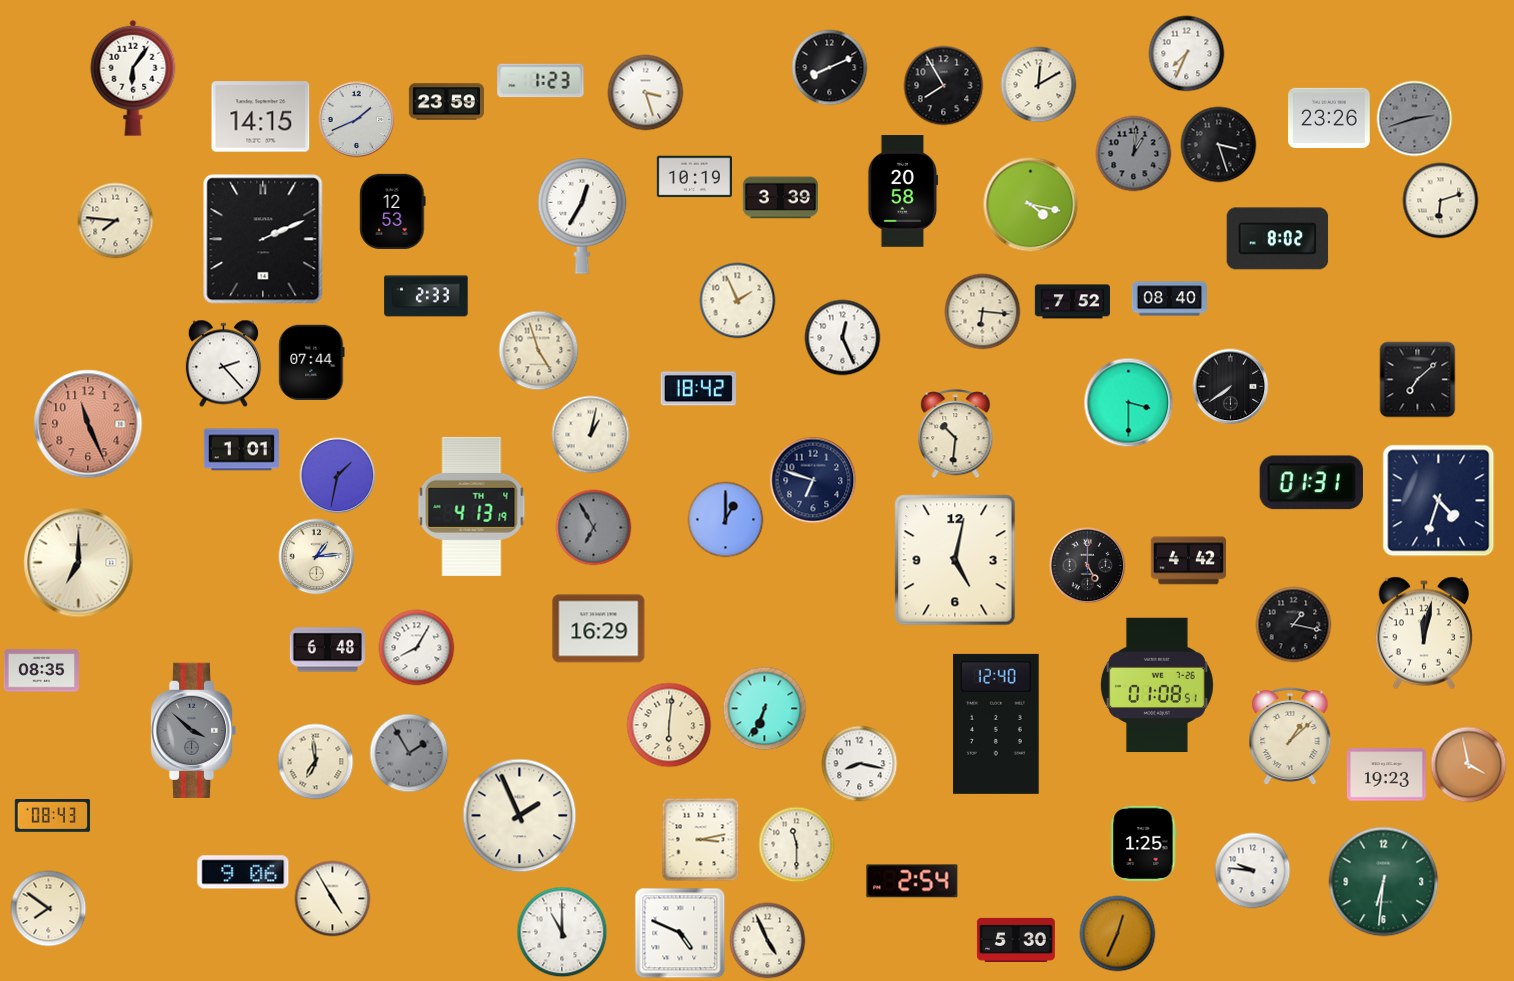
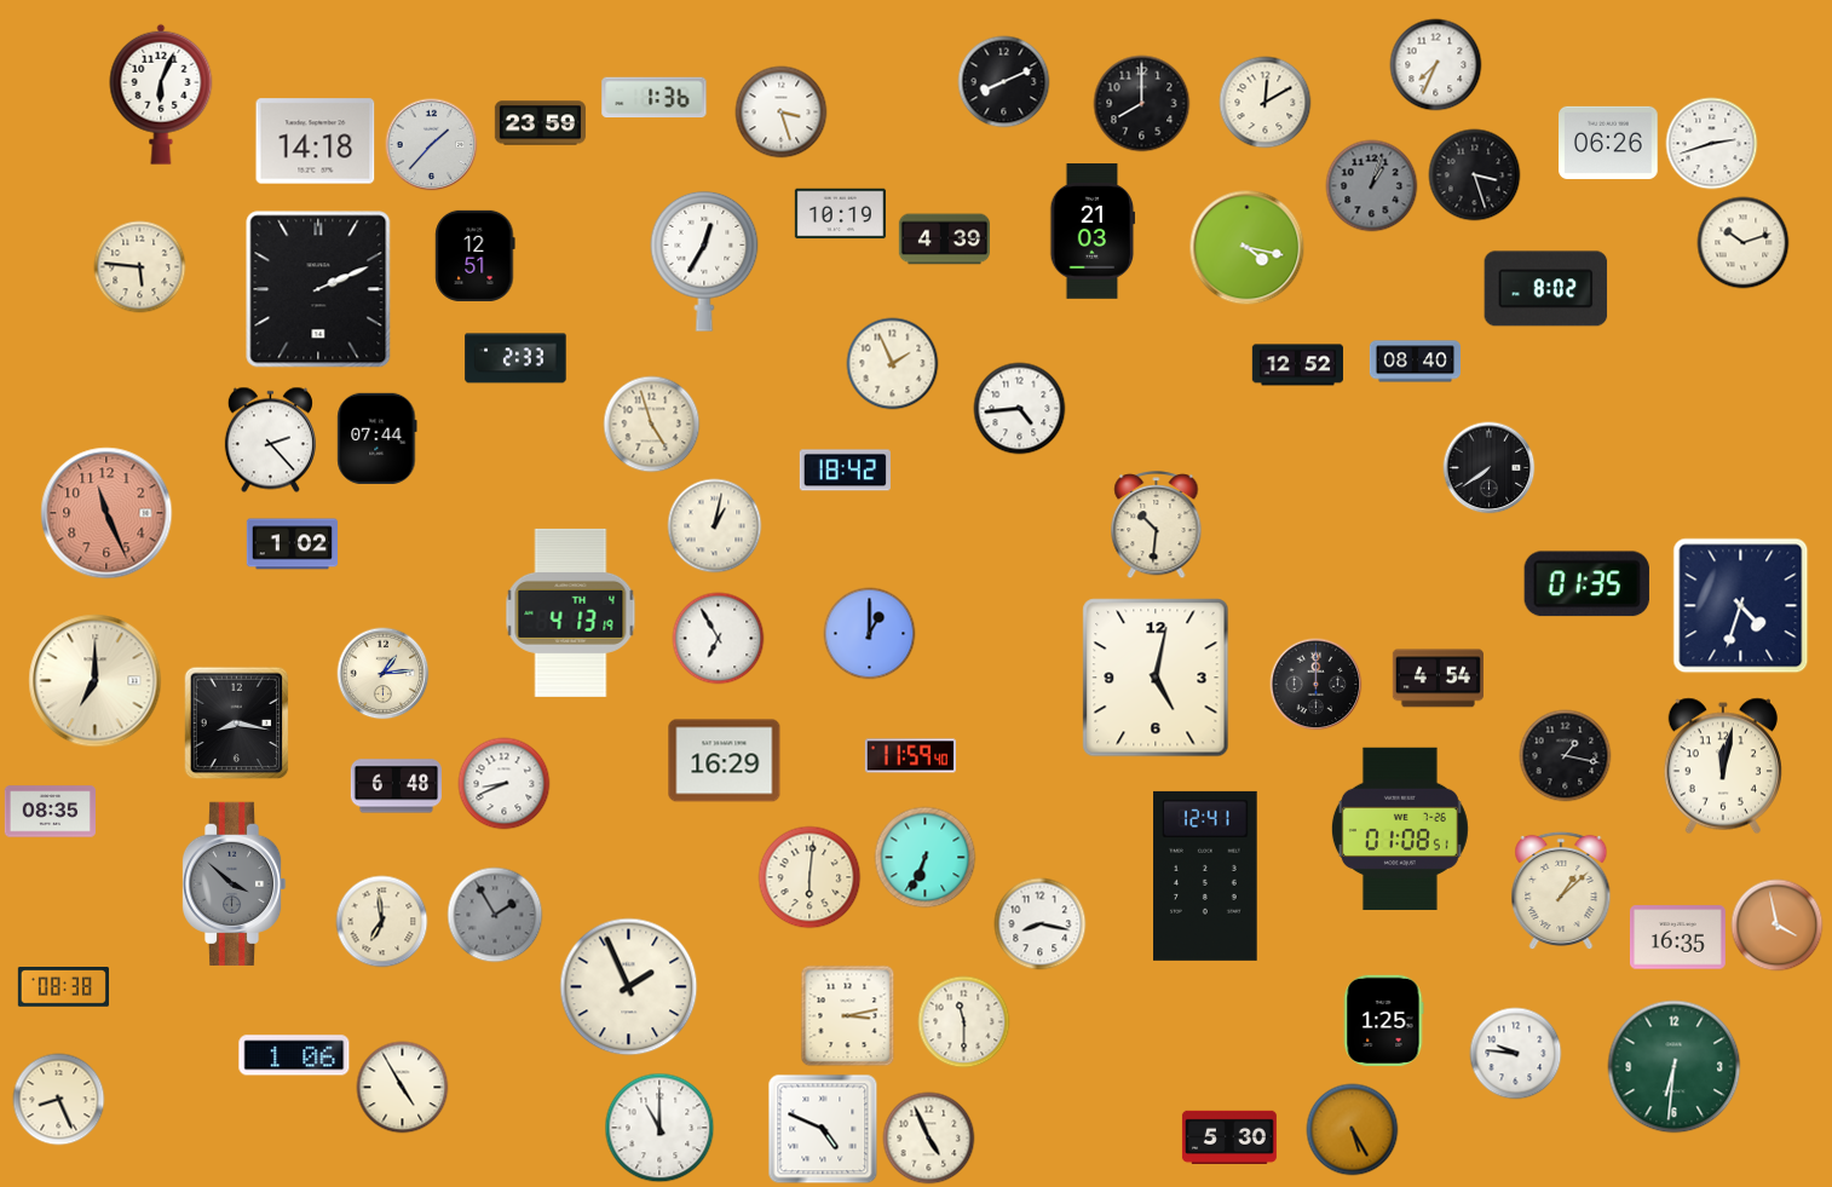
clock at (133, 78): 6:06 -> 6:04
clock at (541, 81): 1:23 -> 1:36
clock at (1039, 85) position: (1039, 85) -> (1266, 103)
clock at (944, 86): 7:55 -> 8:00
clock at (261, 117): 14:15 -> 14:18
clock at (1329, 118): 23:26 -> 06:26
clock at (1415, 119) dial: grey -> white
clock at (357, 120): 1:41 -> 1:37
clock at (1134, 154): 1:01 -> 1:03
clock at (903, 191): 20:58 -> 21:03
clock at (780, 198): 3:39 -> 4:39
clock at (1441, 201): 6:12 -> 10:12
clock at (393, 211): 12:53 -> 12:51
clock at (116, 221): 7:46 -> 5:46
clock at (1072, 302): 7:52 -> 12:52
clock at (983, 312): 6:16 -> none
clock at (843, 338): 12:26 -> 4:44
clock at (1418, 380): 7:08 -> none
clock at (1129, 403): 3:30 -> none
clock at (241, 450): 1:01 -> 1:02
clock at (338, 476): 1:32 -> none
clock at (813, 480): 6:48 -> none
clock at (1311, 483): 01:31 -> 01:35
clock at (726, 520) position: (726, 520) -> (870, 634)
clock at (594, 528) dial: grey -> white
clock at (1188, 561): 4:42 -> 4:54
clock at (1088, 566): 5:00 -> 12:00
clock at (237, 724): none -> 8:17
clock at (910, 756): none -> 11:59
clock at (417, 648): 8:05 -> 8:41
clock at (996, 724): 12:40 -> 12:41
clock at (409, 753) position: (409, 753) -> (495, 915)
clock at (1386, 775): 19:23 -> 16:35
clock at (52, 816): 08:43 -> 08:38
clock at (243, 872): 9:06 -> 1:06
clock at (912, 881): 2:54 -> none
clock at (49, 909): 7:51 -> 8:26
clock at (562, 932) position: (562, 932) -> (659, 1128)
clock at (1118, 934): 12:34 -> 5:25
